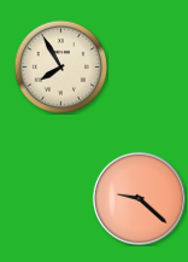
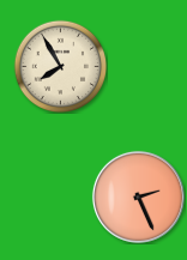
clock at (139, 198): 9:22 -> 2:26
